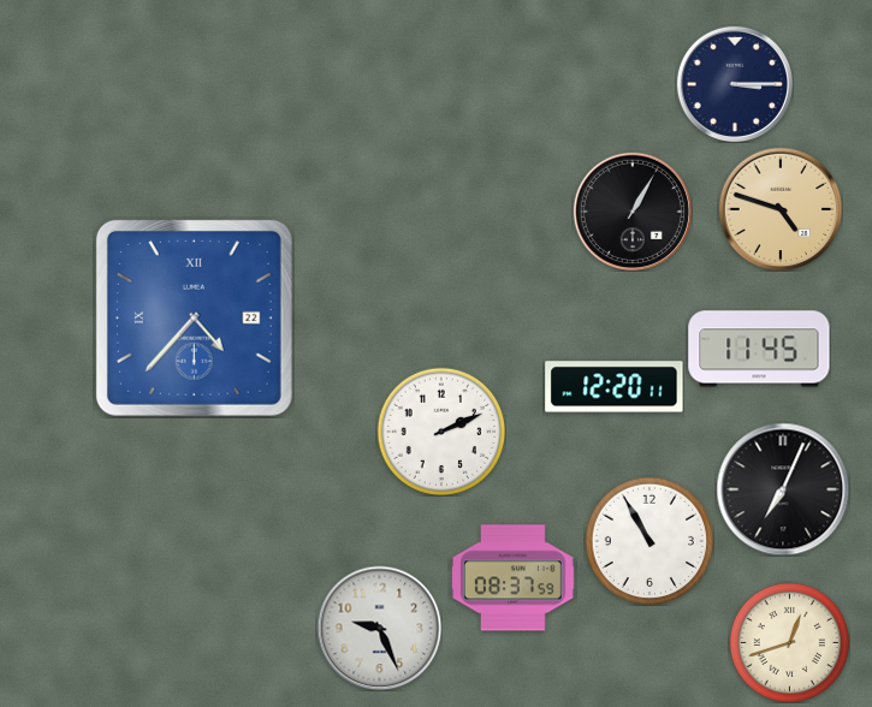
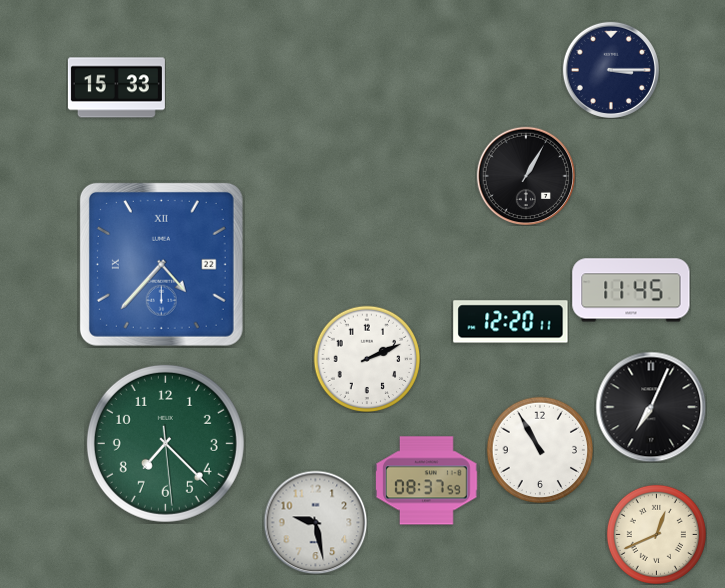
clock at (116, 88): none -> 15:33
clock at (781, 209): 4:48 -> none
clock at (165, 443): none -> 7:22
clock at (379, 628): 9:26 -> 9:28
clock at (789, 642): 12:42 -> 12:41
